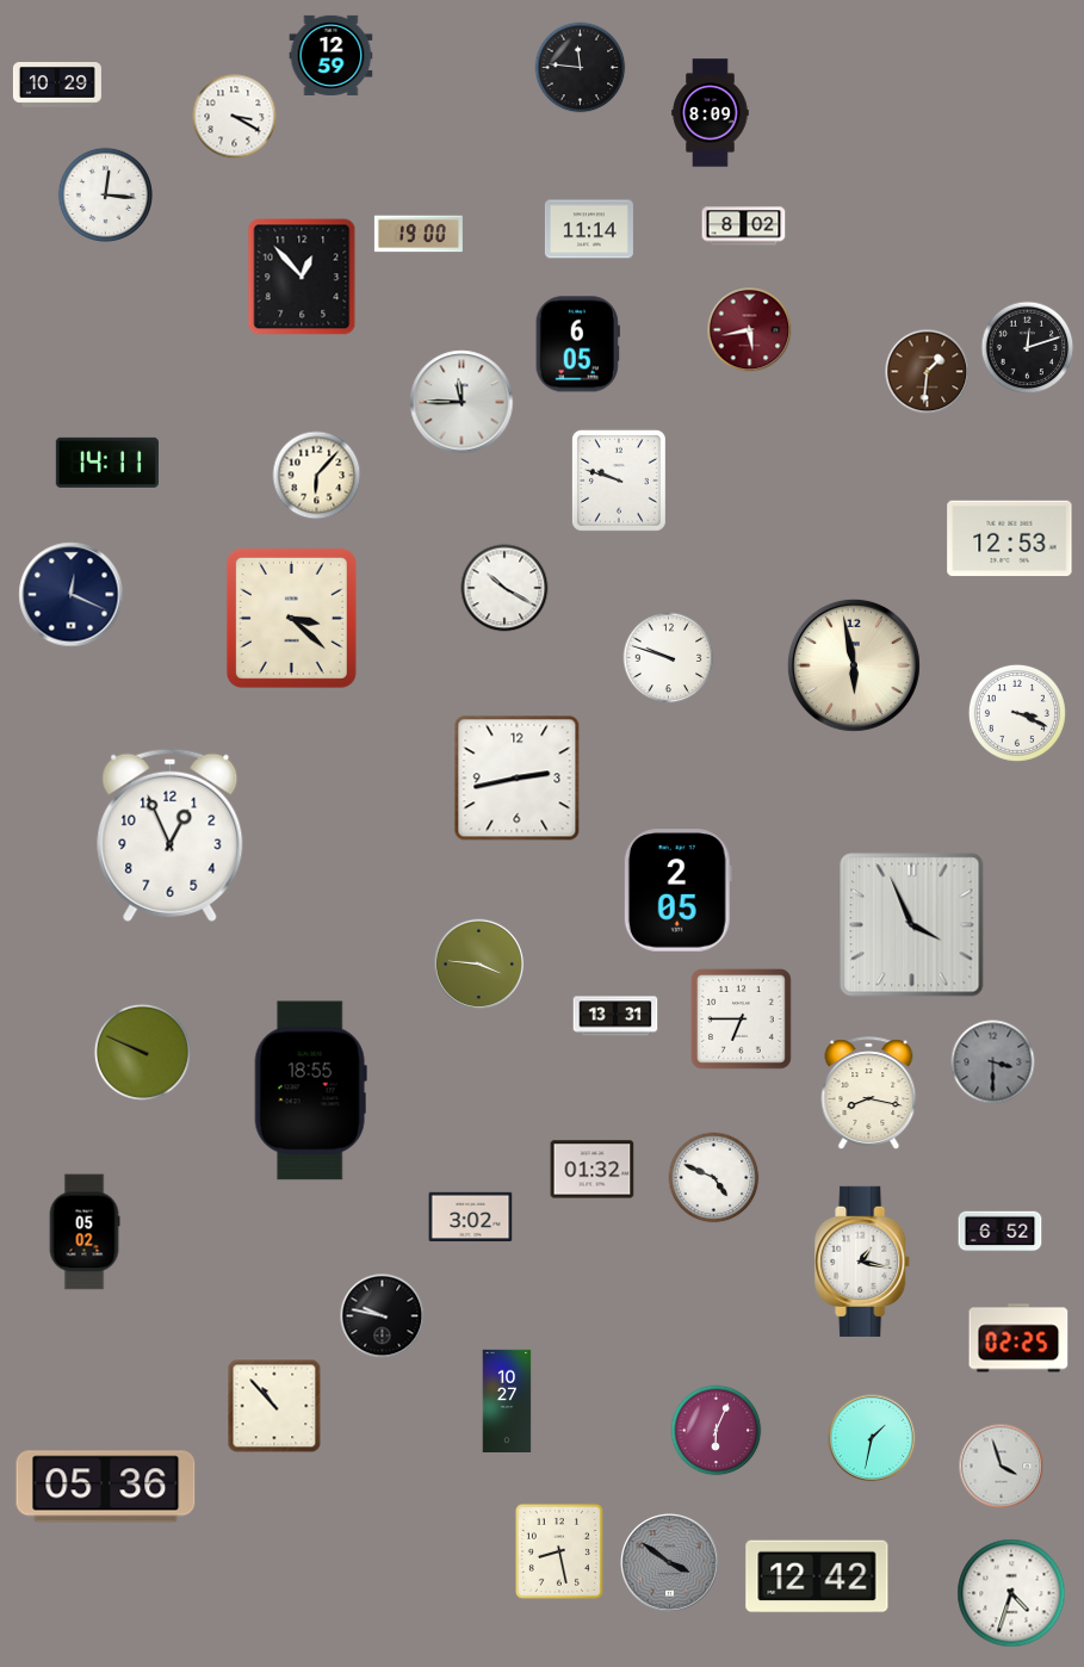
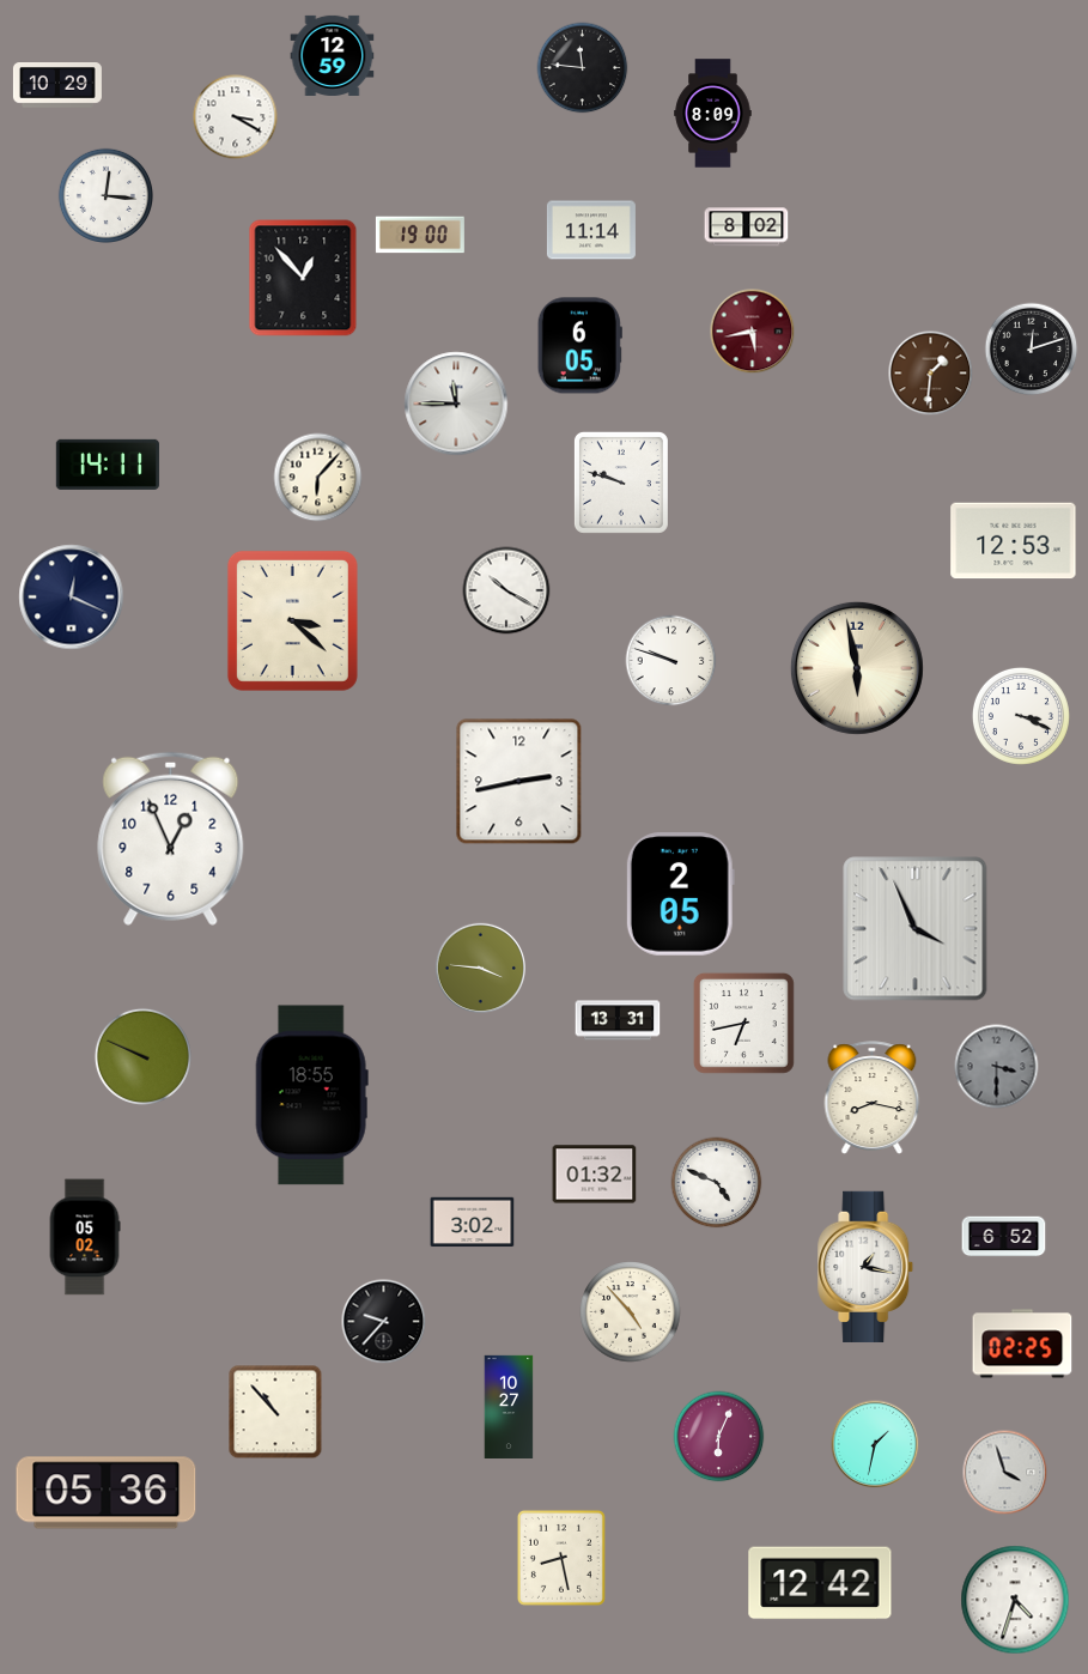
clock at (462, 402) position: (462, 402) -> (456, 404)
clock at (741, 1018): 6:45 -> 6:43
clock at (631, 1312): none -> 4:53
clock at (383, 1316): 9:47 -> 9:37
clock at (670, 1563): 3:51 -> none
